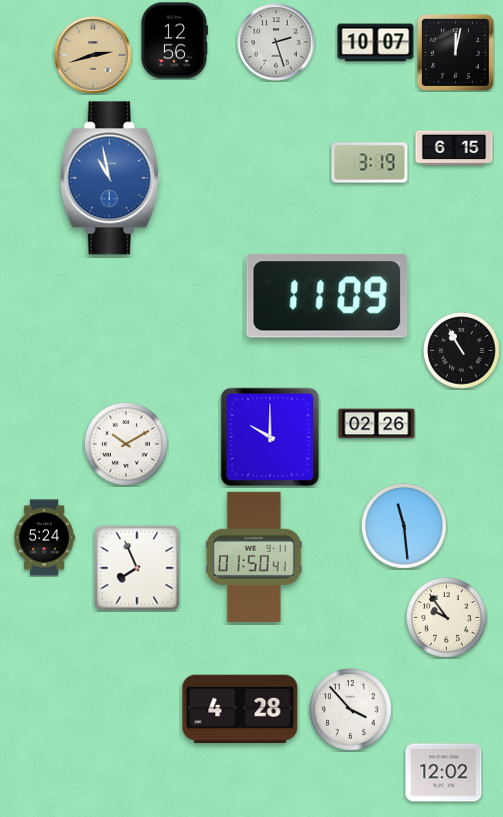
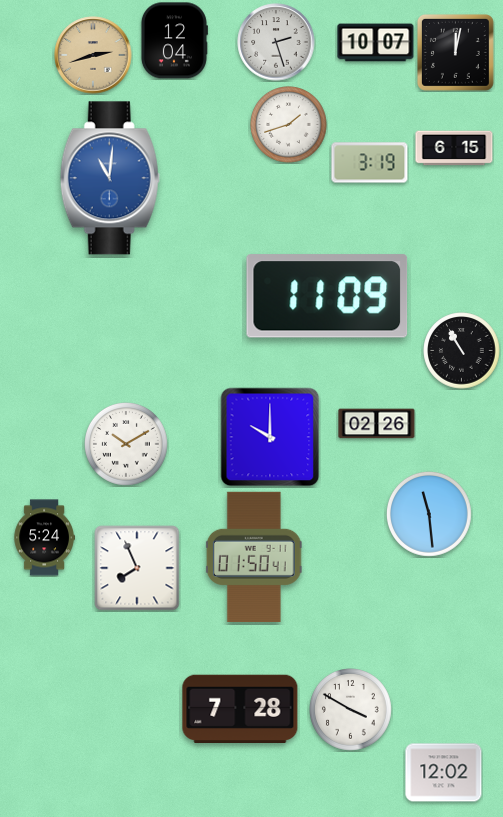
clock at (174, 41): 12:56 -> 12:04
clock at (289, 125): none -> 1:42
clock at (110, 178): 10:58 -> 11:01
clock at (404, 526) position: (404, 526) -> (429, 514)
clock at (447, 618): 9:54 -> none
clock at (240, 708): 4:28 -> 7:28
clock at (351, 710): 3:53 -> 3:50
